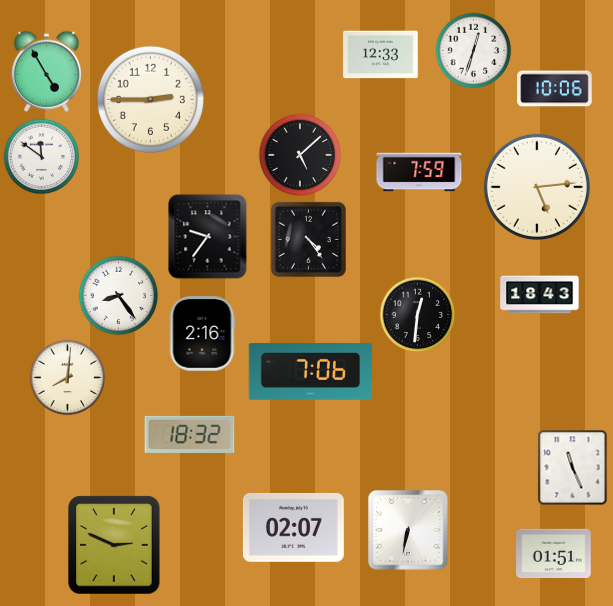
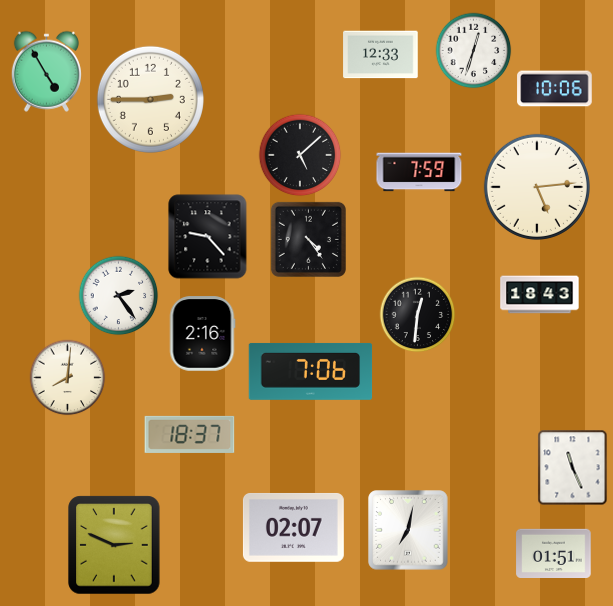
clock at (42, 157): 11:51 -> none
clock at (208, 237): 9:36 -> 9:23
clock at (119, 296): 8:24 -> 2:24
clock at (190, 434): 18:32 -> 18:37
clock at (408, 530): 6:32 -> 7:02
